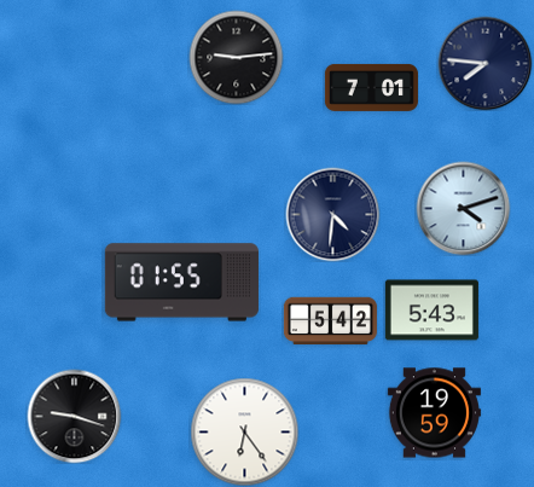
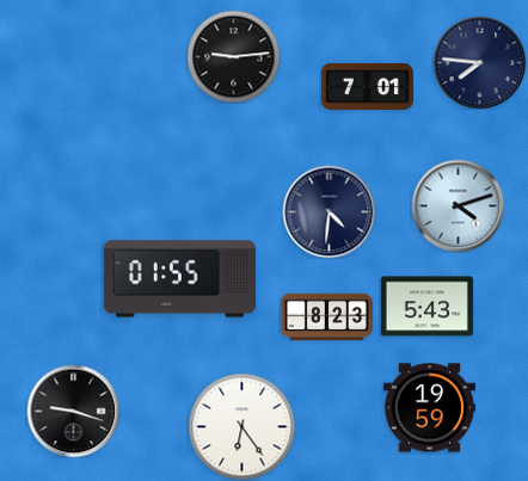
clock at (330, 321): 5:42 -> 8:23
